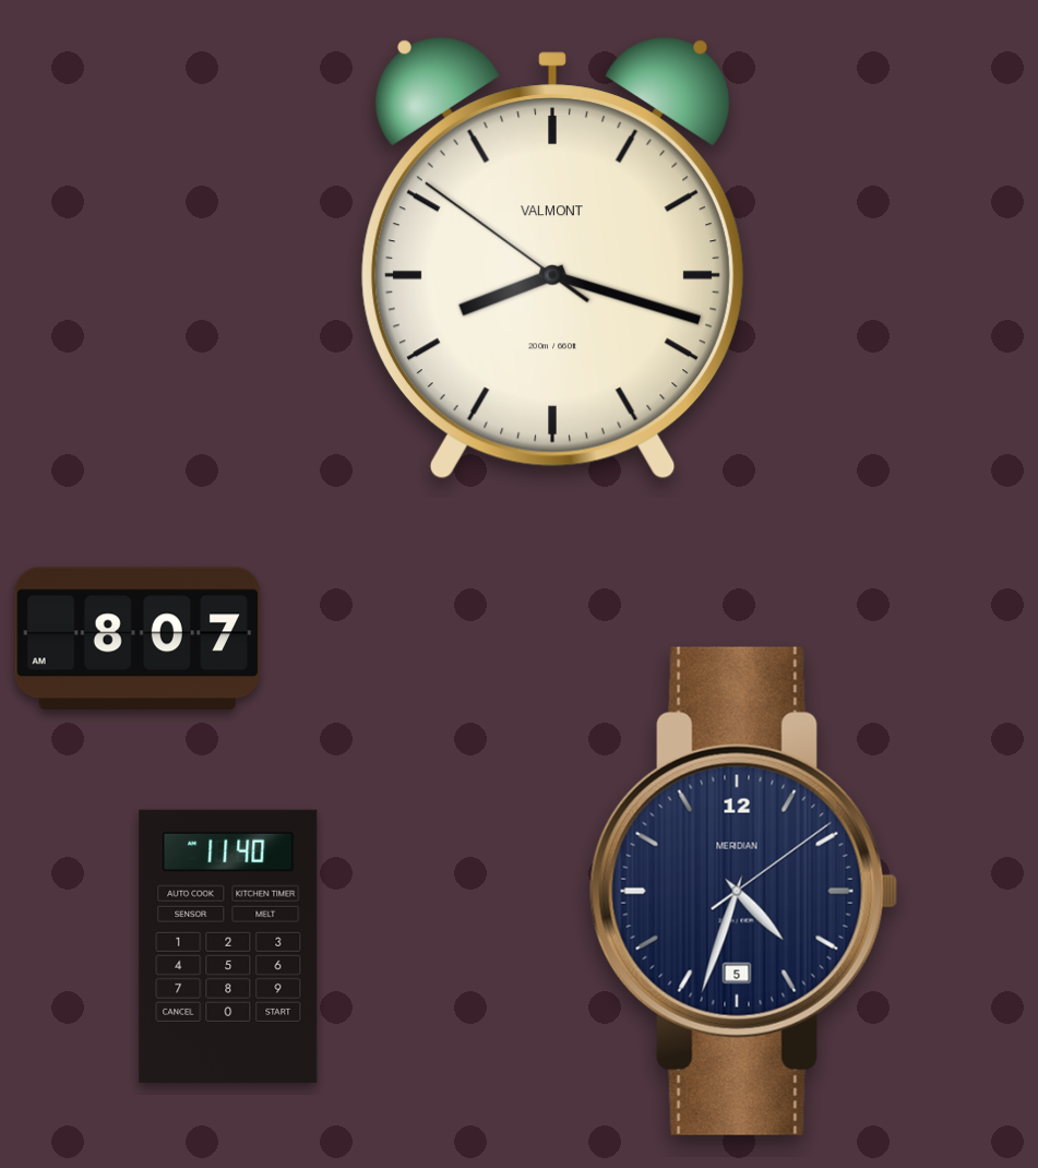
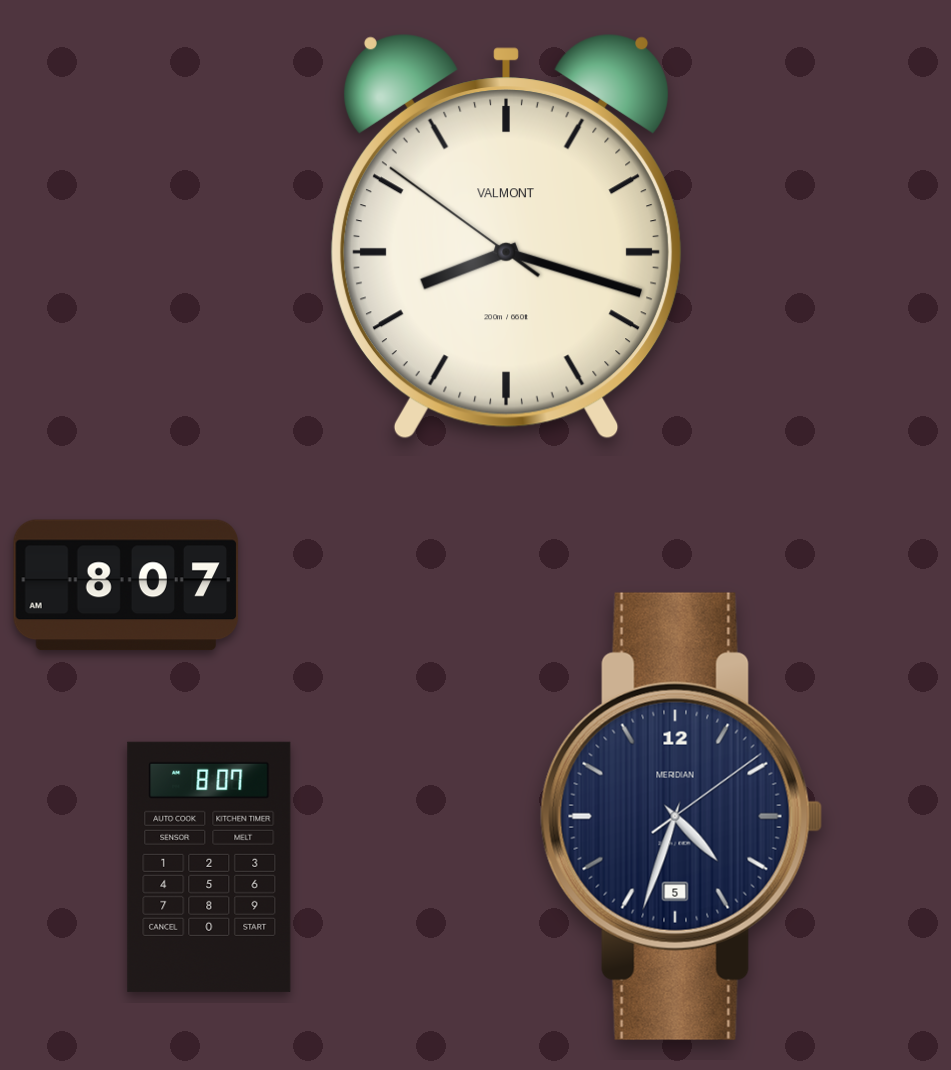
clock at (228, 946): 11:40 -> 8:07
